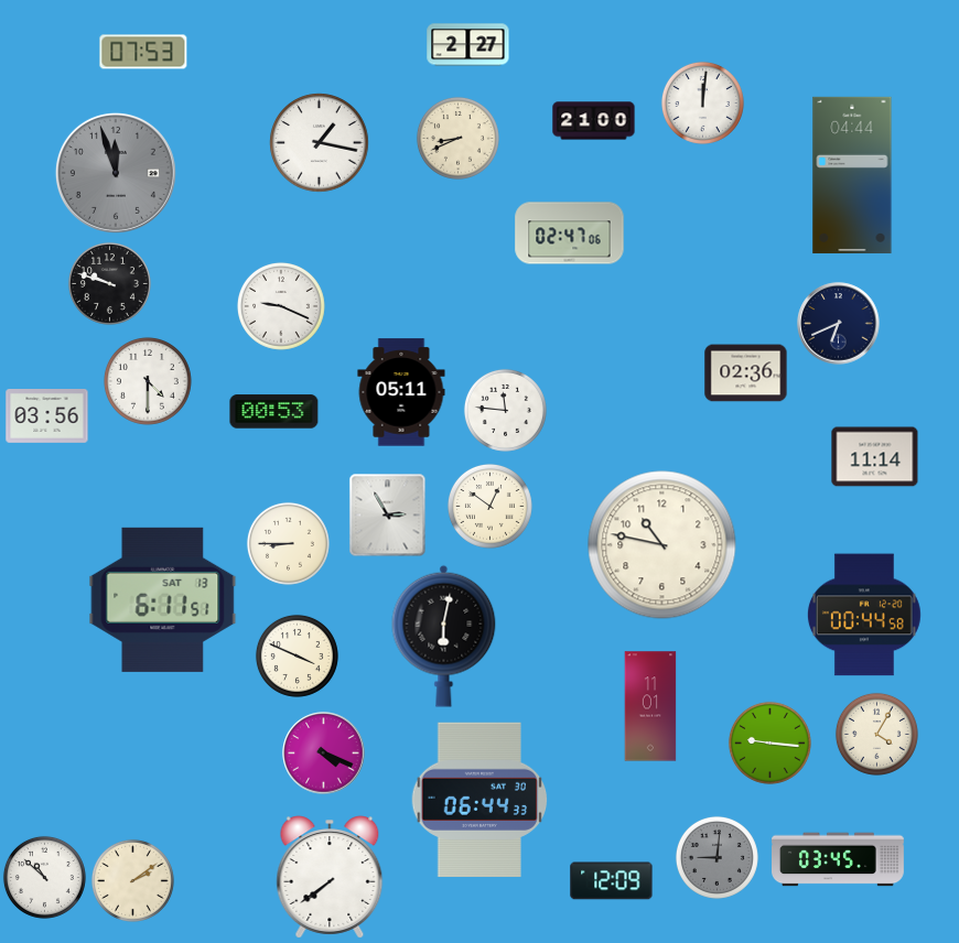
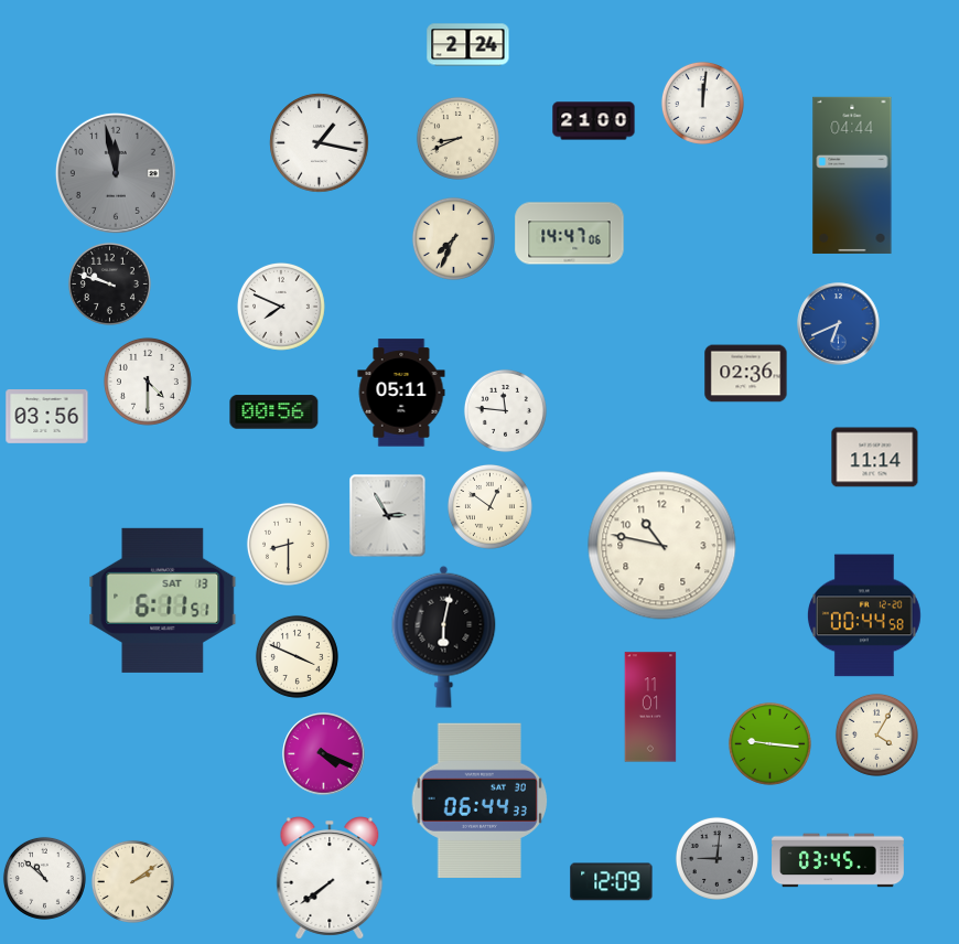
clock at (468, 45): 2:27 -> 2:24
clock at (143, 52): 07:53 -> none
clock at (116, 173): 11:57 -> 11:58
clock at (570, 234): 02:47 -> 14:47
clock at (453, 238): none -> 7:34
clock at (281, 306): 9:19 -> 7:49
clock at (839, 324) dial: navy -> blue
clock at (274, 412): 00:53 -> 00:56
clock at (288, 543): 8:45 -> 8:30
